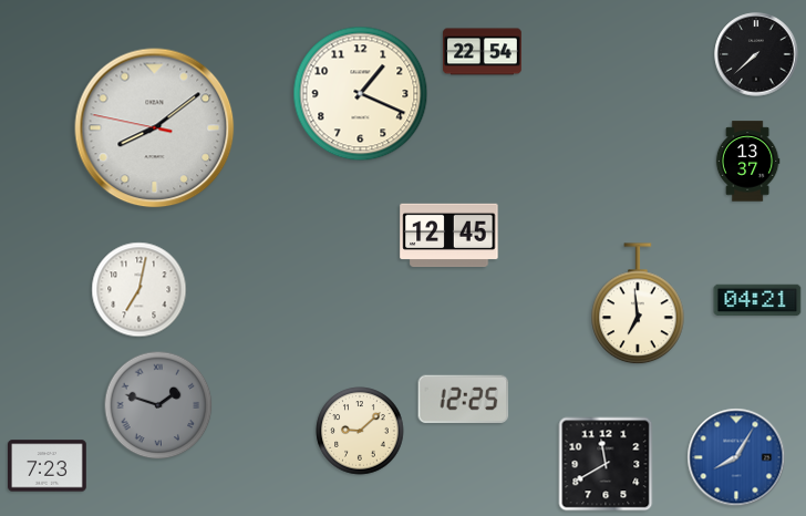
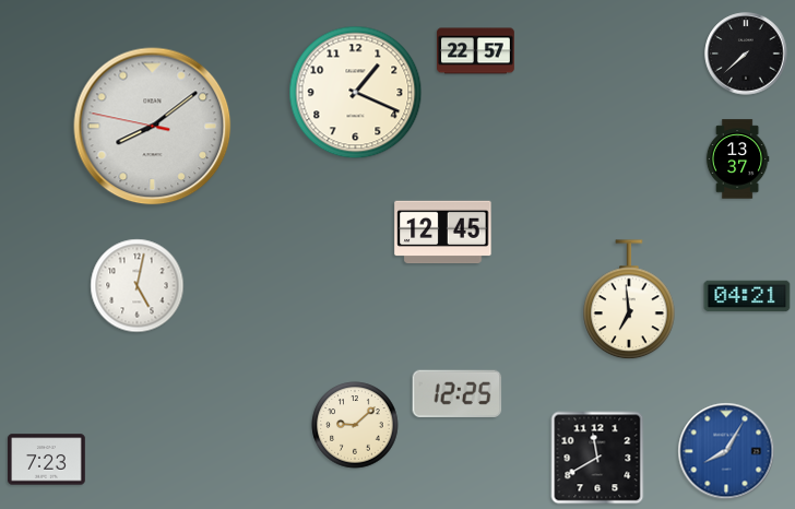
clock at (483, 52): 22:54 -> 22:57
clock at (139, 290): 7:02 -> 5:02
clock at (158, 405): 1:48 -> none
